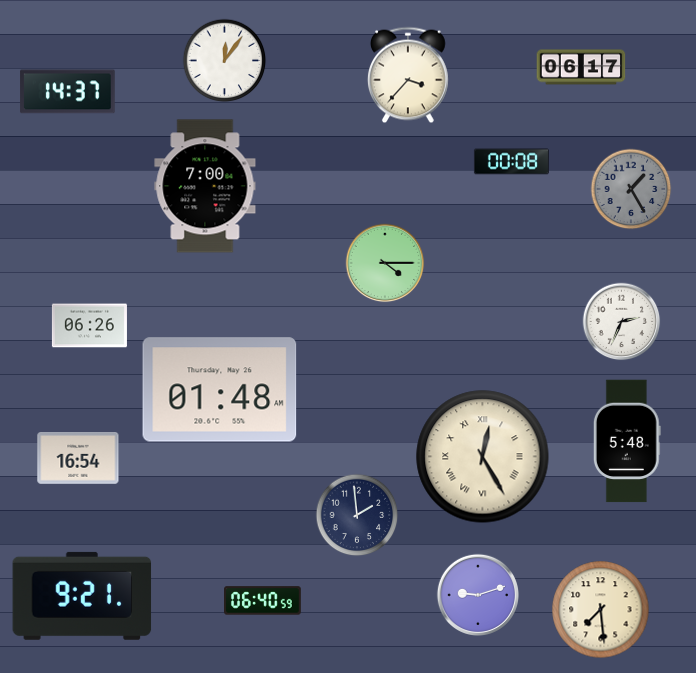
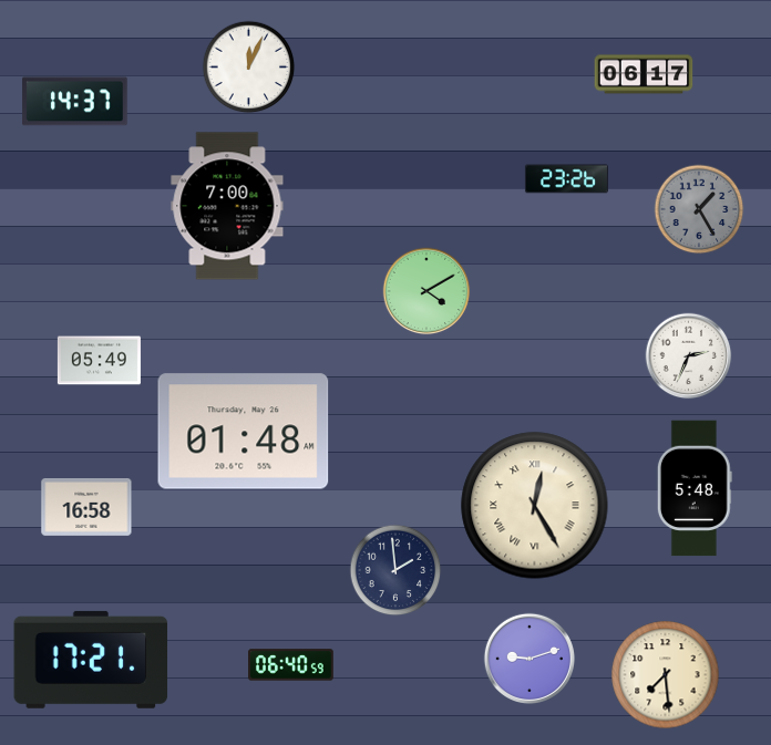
clock at (225, 61): 12:06 -> 12:04
clock at (408, 75): 3:37 -> none
clock at (511, 162): 00:08 -> 23:26
clock at (385, 263): 4:15 -> 4:10
clock at (89, 326): 06:26 -> 05:49
clock at (78, 459): 16:54 -> 16:58
clock at (82, 596): 9:21 -> 17:21
